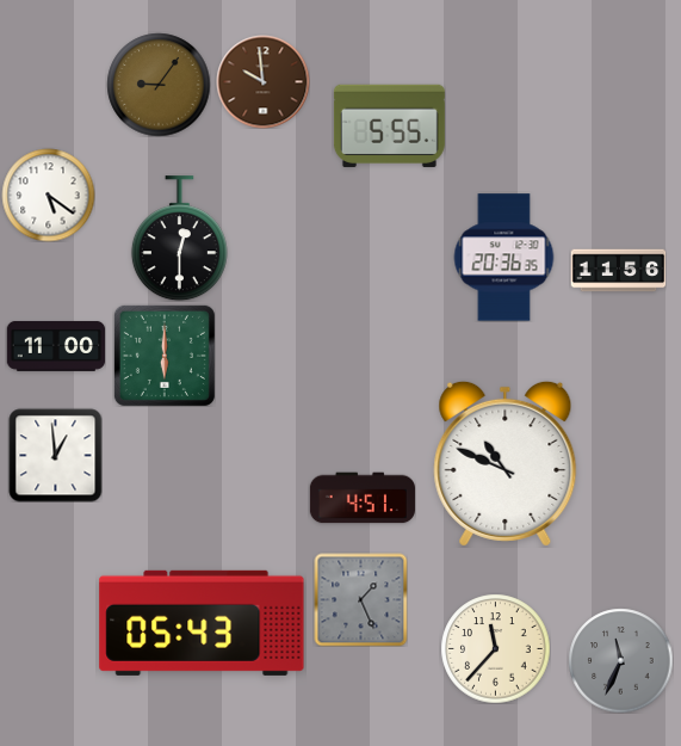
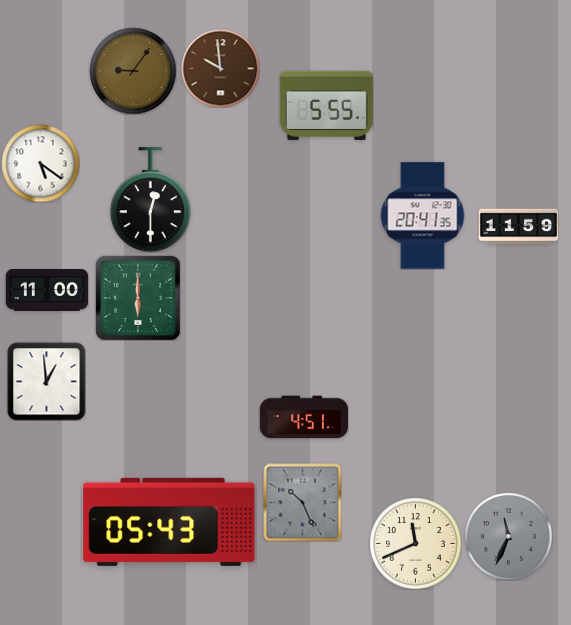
clock at (504, 258): 20:36 -> 20:41
clock at (618, 271): 11:56 -> 11:59
clock at (506, 463): 10:49 -> none
clock at (360, 599): 1:26 -> 10:26
clock at (495, 648): 11:37 -> 11:41
clock at (620, 660) position: (620, 660) -> (508, 536)
